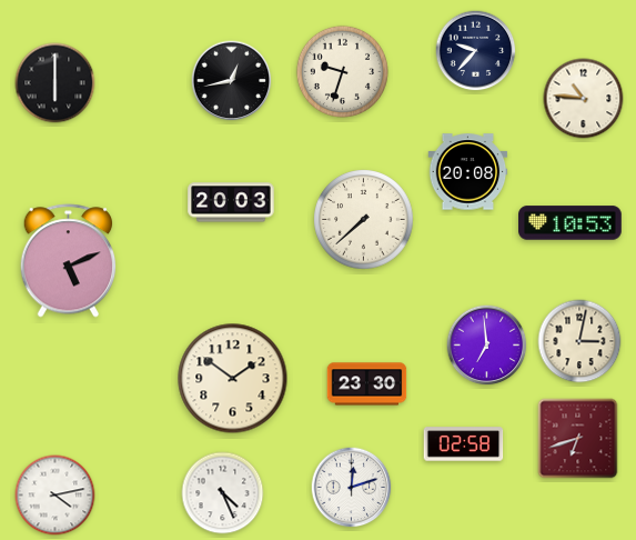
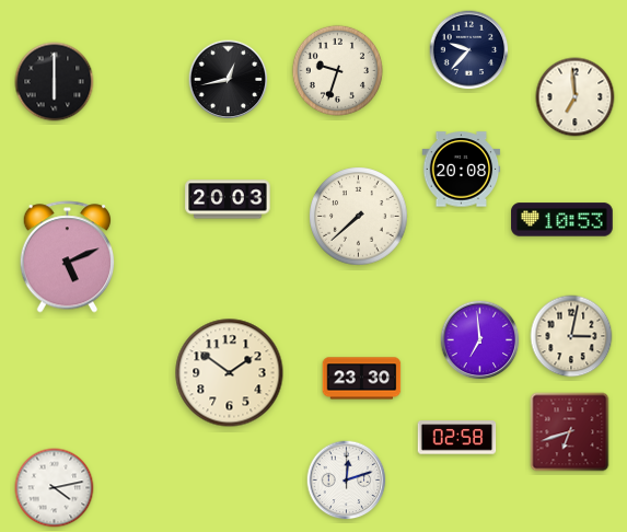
clock at (584, 99): 10:46 -> 6:59
clock at (223, 493): 4:26 -> none
